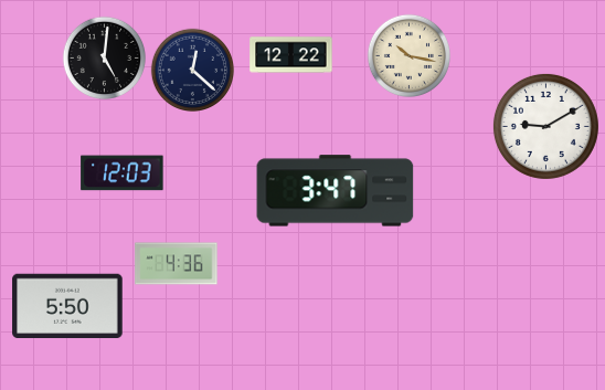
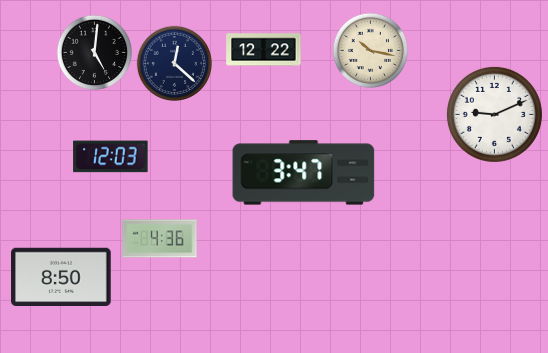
clock at (545, 126): 9:10 -> 9:11
clock at (67, 305): 5:50 -> 8:50
